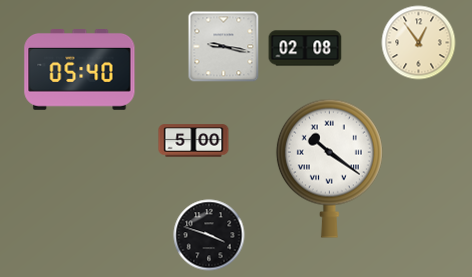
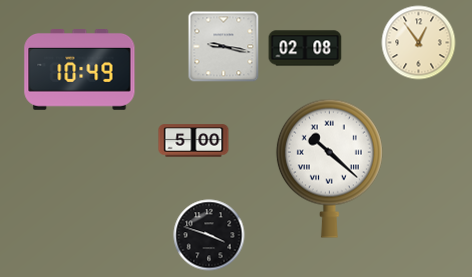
clock at (80, 70): 05:40 -> 10:49
clock at (329, 168): 10:21 -> 10:22
